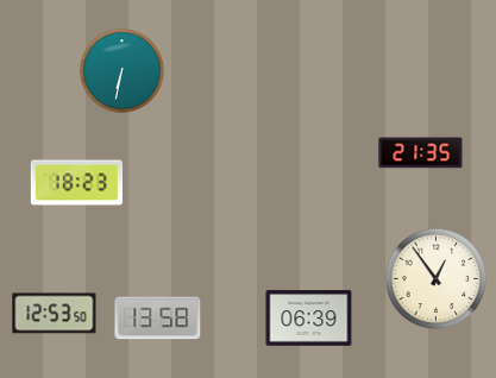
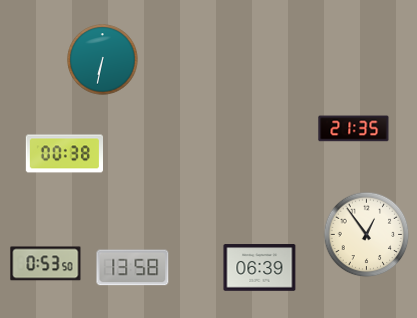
clock at (76, 183): 18:23 -> 00:38
clock at (55, 314): 12:53 -> 0:53
